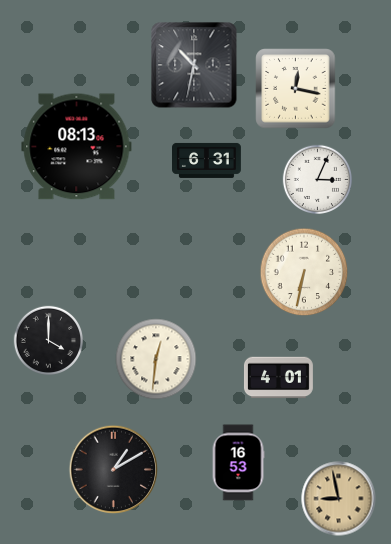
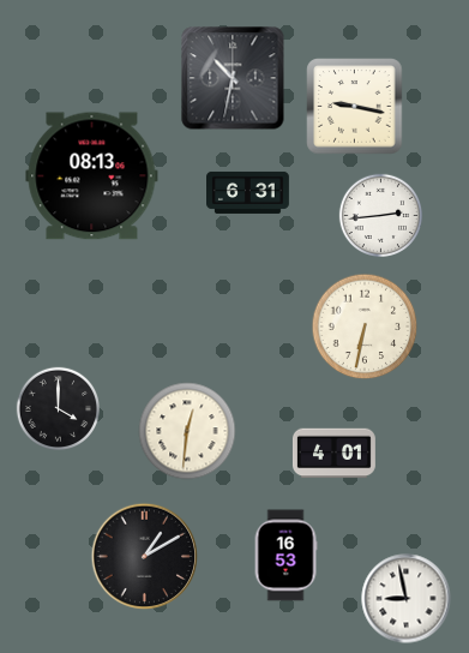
clock at (296, 89): 12:17 -> 9:17
clock at (318, 180): 3:04 -> 2:44
clock at (114, 470) position: (114, 470) -> (145, 557)
clock at (339, 499) dial: champagne -> white
